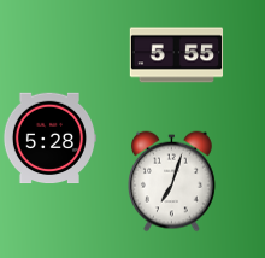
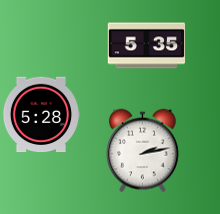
clock at (176, 55): 5:55 -> 5:35
clock at (172, 181): 7:03 -> 2:13
